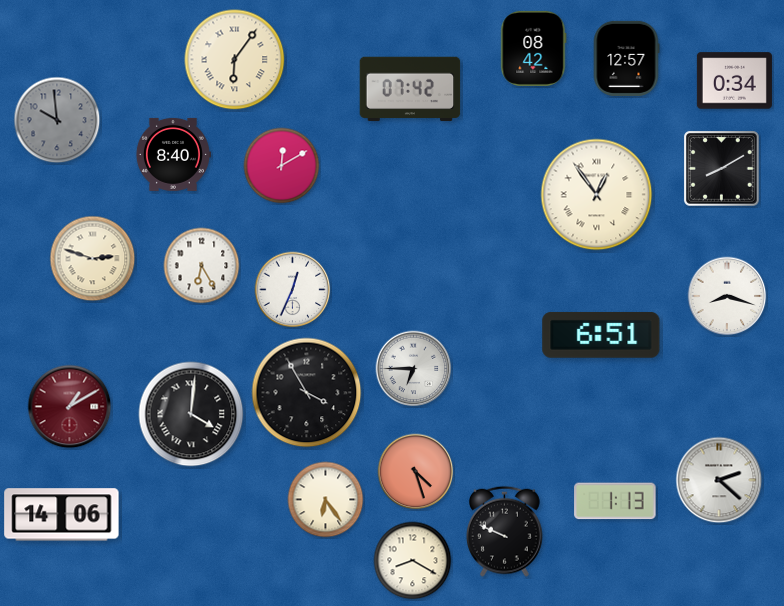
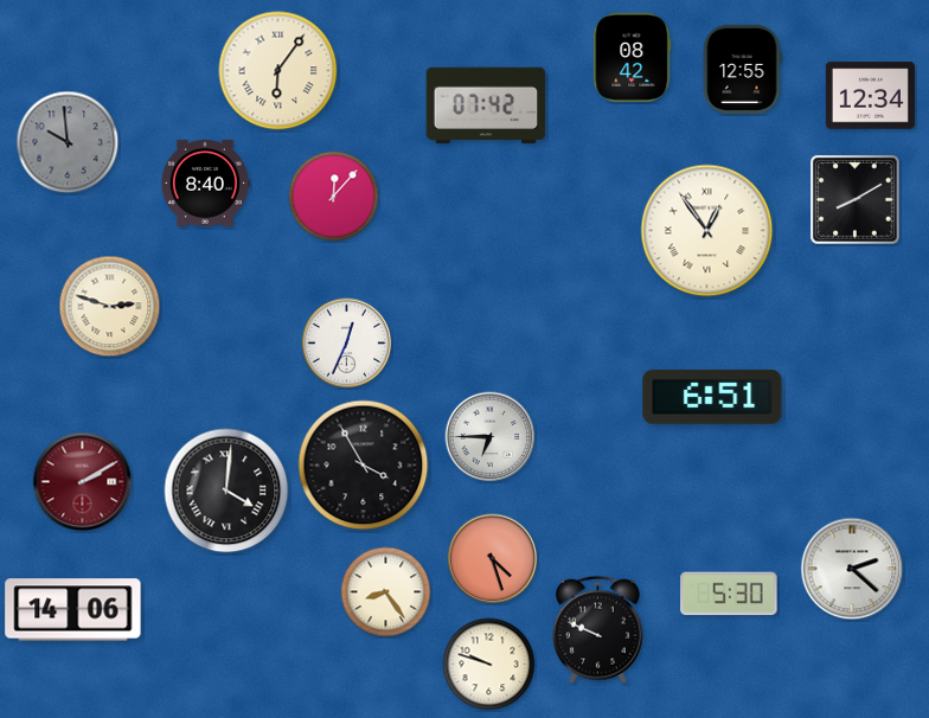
clock at (626, 58): 12:57 -> 12:55
clock at (734, 81): 0:34 -> 12:34
clock at (282, 166): 12:10 -> 12:07
clock at (202, 266): 6:25 -> none
clock at (727, 296): 8:18 -> none
clock at (70, 407): 1:10 -> 2:10
clock at (326, 500): 6:24 -> 8:24
clock at (615, 501): 1:13 -> 5:30
clock at (413, 561): 8:20 -> 9:48
